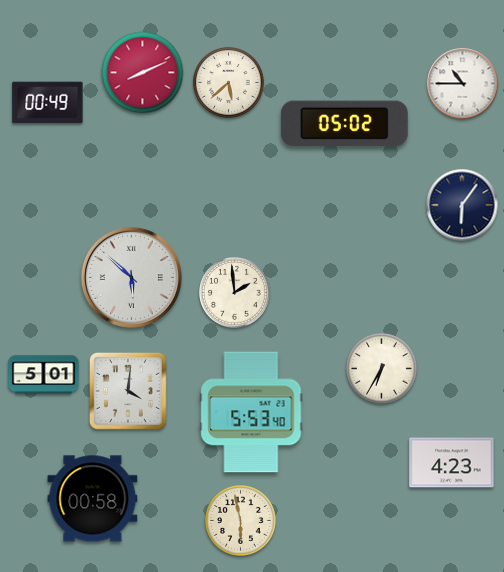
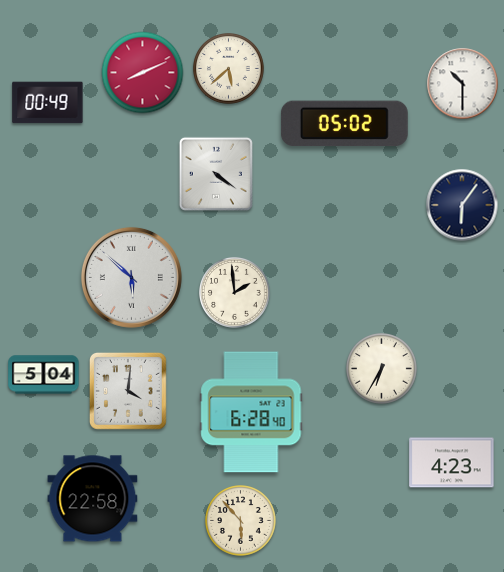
clock at (229, 83) position: (229, 83) -> (229, 69)
clock at (463, 84): 10:45 -> 10:30
clock at (216, 174): none -> 4:21
clock at (44, 375): 5:01 -> 5:04
clock at (251, 412): 5:53 -> 6:28
clock at (93, 499): 00:58 -> 22:58
clock at (241, 521): 5:58 -> 5:53
